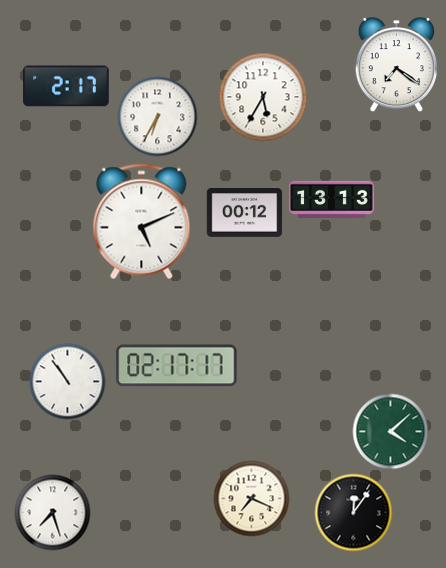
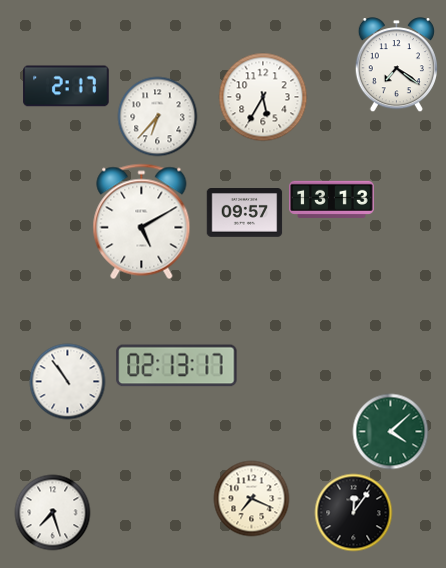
clock at (158, 117): 6:35 -> 6:37
clock at (245, 213): 00:12 -> 09:57
clock at (142, 222): 5:11 -> 5:10
clock at (177, 366): 02:17 -> 02:13
